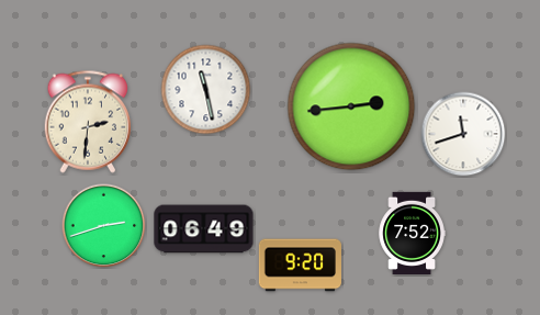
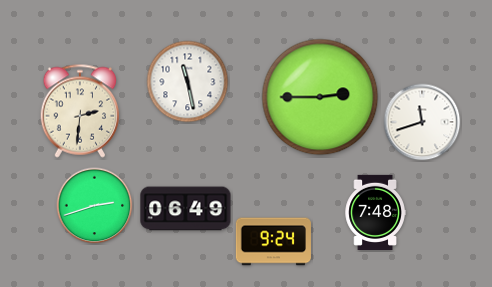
clock at (351, 106): 2:44 -> 2:45
clock at (412, 233): 7:52 -> 7:48
clock at (300, 266): 9:20 -> 9:24
